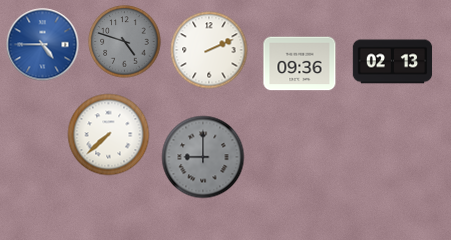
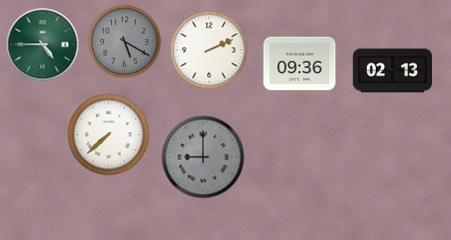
clock at (125, 42): 4:48 -> 5:20
clock at (43, 45) dial: blue -> green
clock at (393, 62) position: (393, 62) -> (393, 71)
